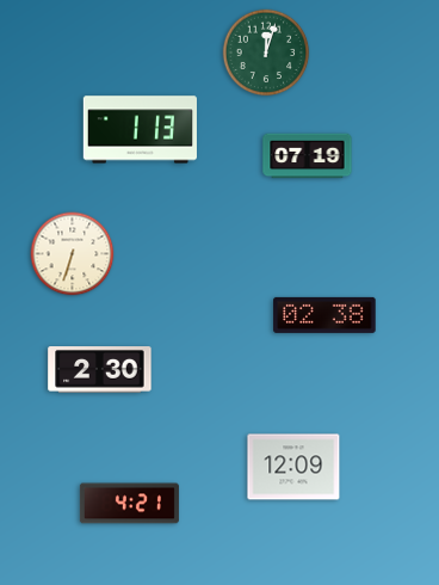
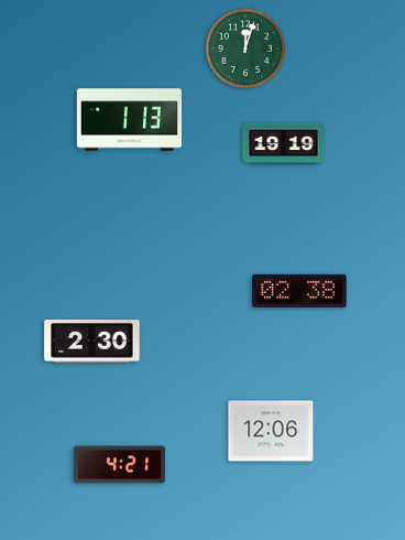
clock at (308, 156): 07:19 -> 19:19
clock at (73, 254): 6:33 -> none
clock at (293, 467): 12:09 -> 12:06
